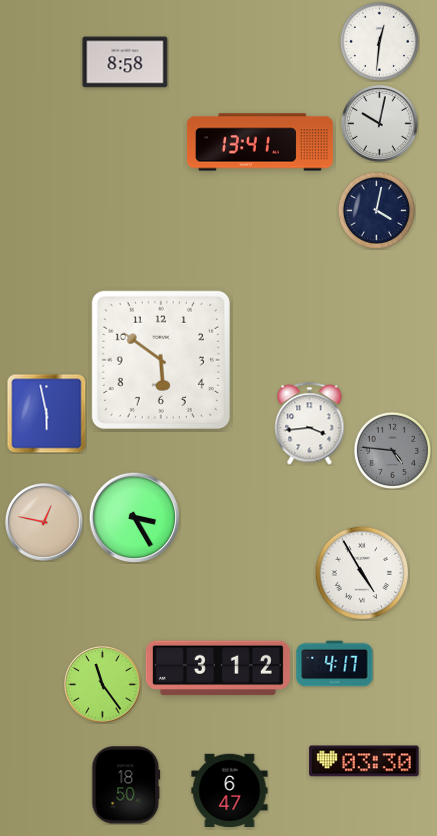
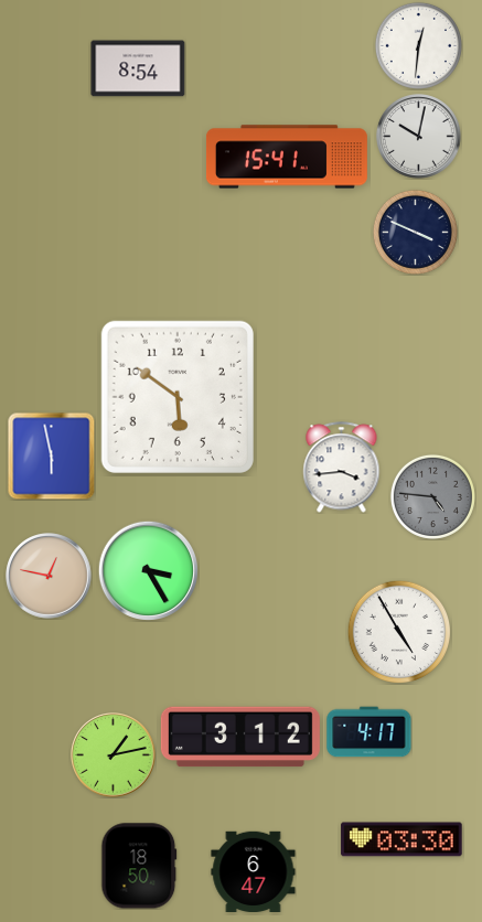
clock at (125, 62): 8:58 -> 8:54
clock at (260, 142): 13:41 -> 15:41
clock at (376, 210): 4:02 -> 3:49
clock at (103, 685): 11:24 -> 1:13
